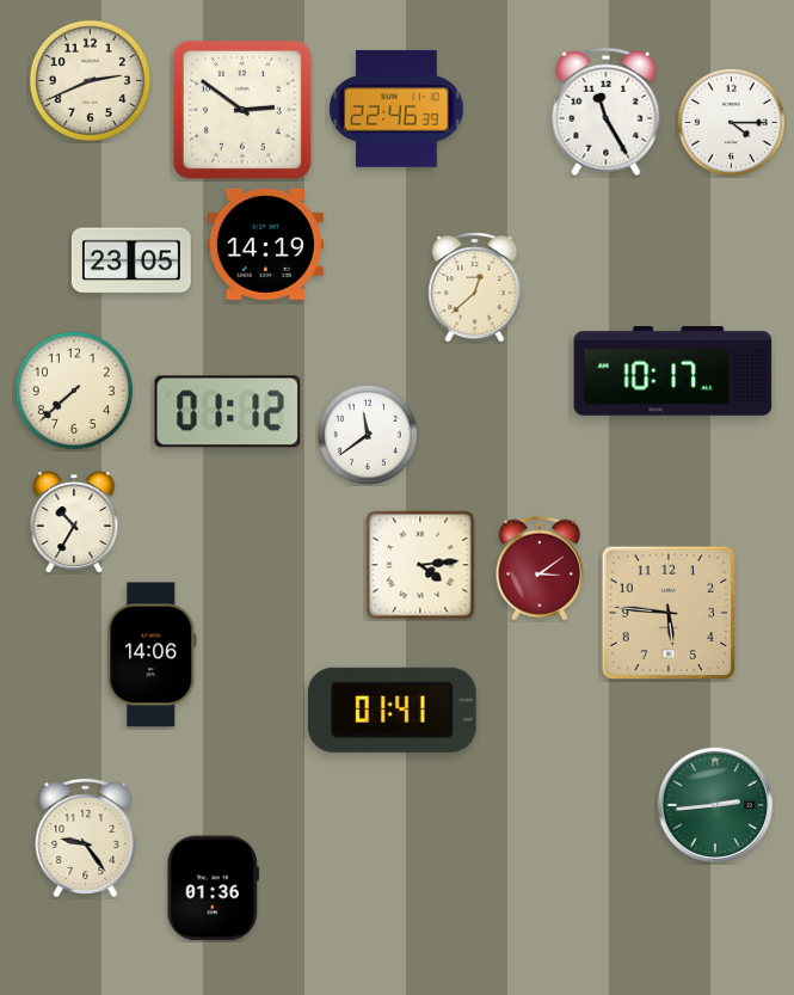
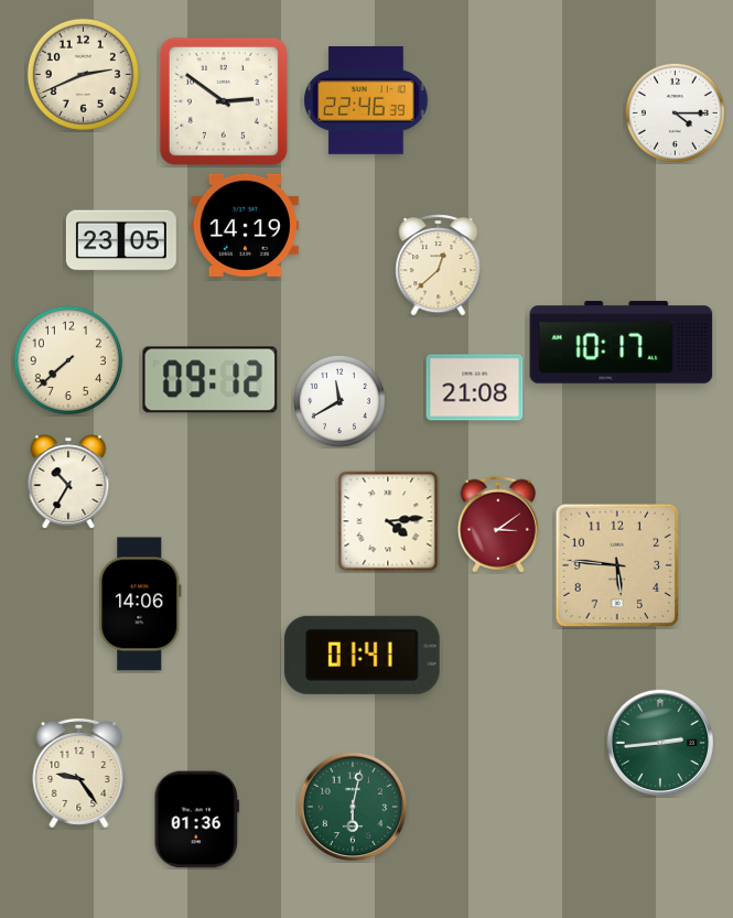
clock at (607, 112): 11:25 -> none
clock at (228, 412): 01:12 -> 09:12
clock at (475, 388): none -> 21:08
clock at (368, 435): 11:39 -> 11:40
clock at (353, 807): none -> 6:02
